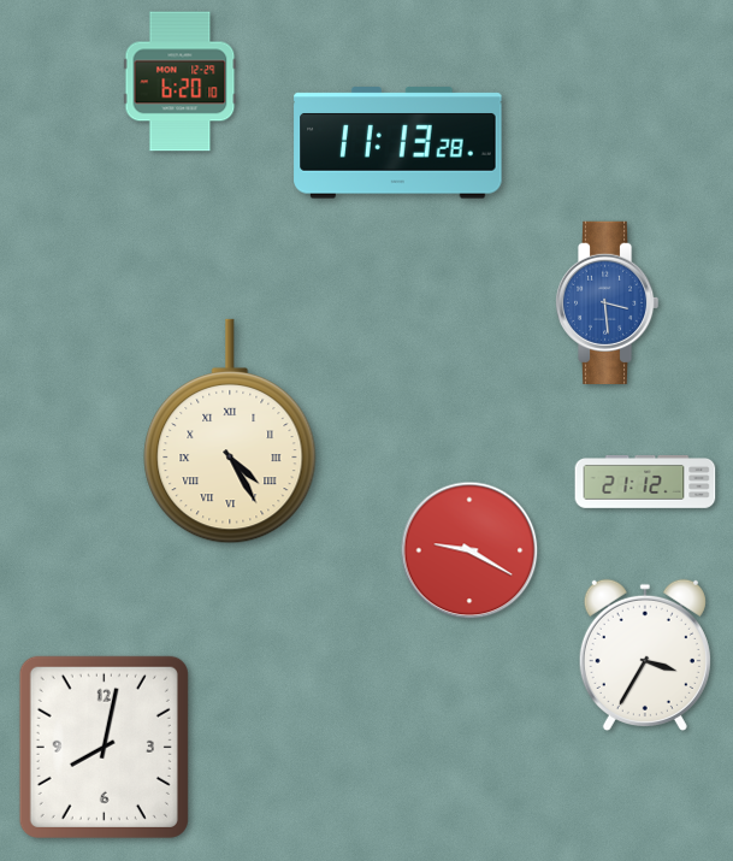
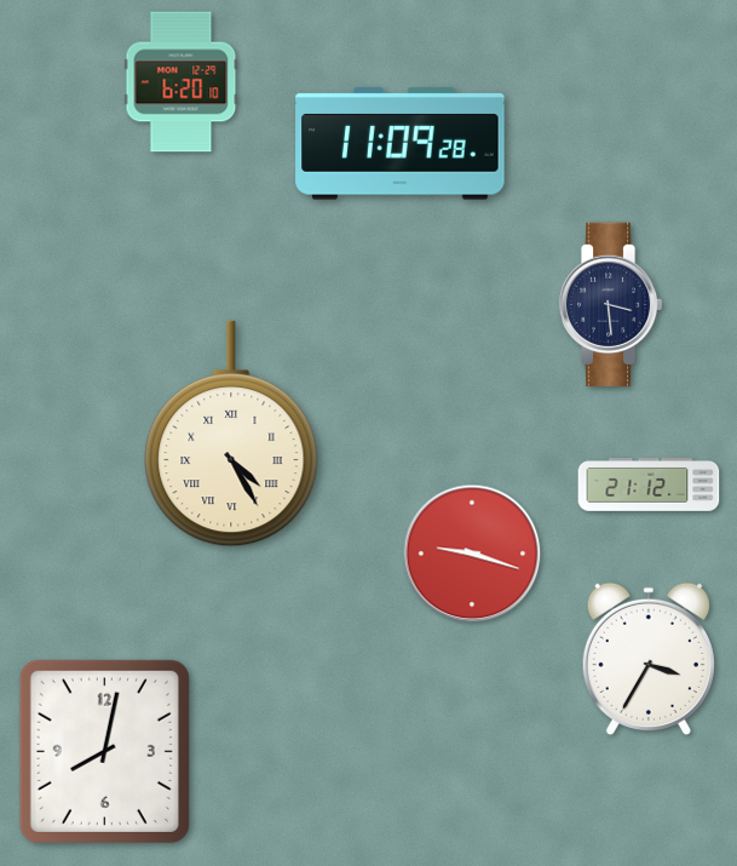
clock at (398, 143): 11:13 -> 11:09
clock at (607, 302) dial: blue -> navy
clock at (469, 550): 9:20 -> 9:18
